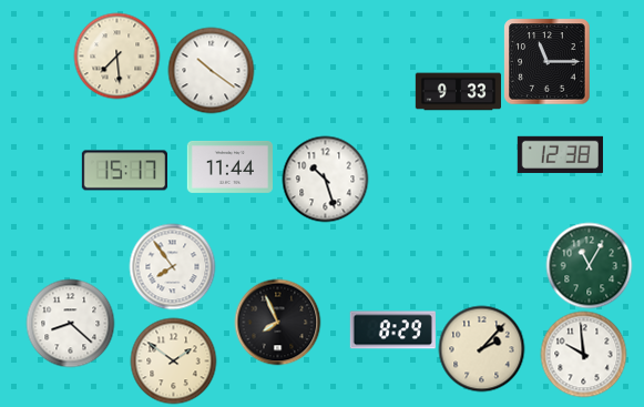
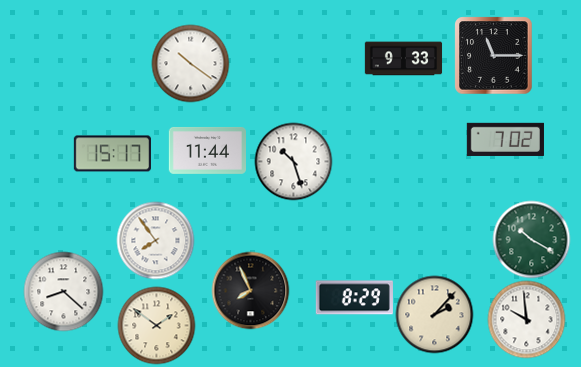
clock at (116, 55): 7:29 -> none
clock at (458, 92) position: (458, 92) -> (403, 59)
clock at (560, 154): 12:38 -> 7:02
clock at (589, 265): 11:05 -> 10:20
